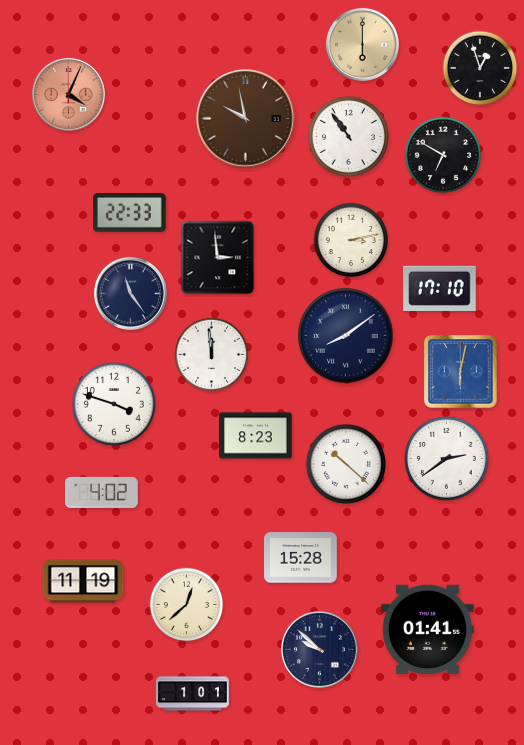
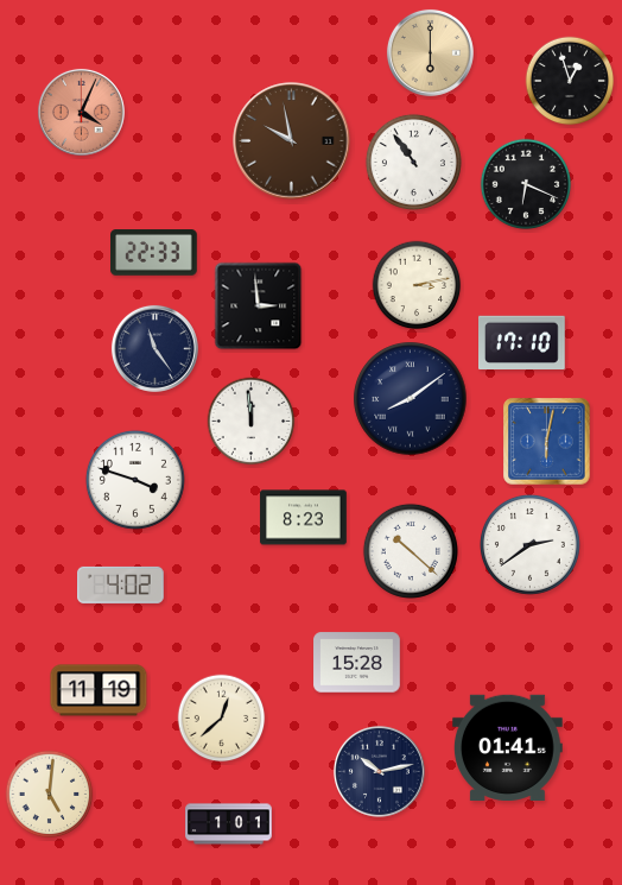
clock at (443, 155): 6:50 -> 6:19
clock at (319, 649): 9:52 -> 10:13
clock at (50, 795): none -> 5:01
